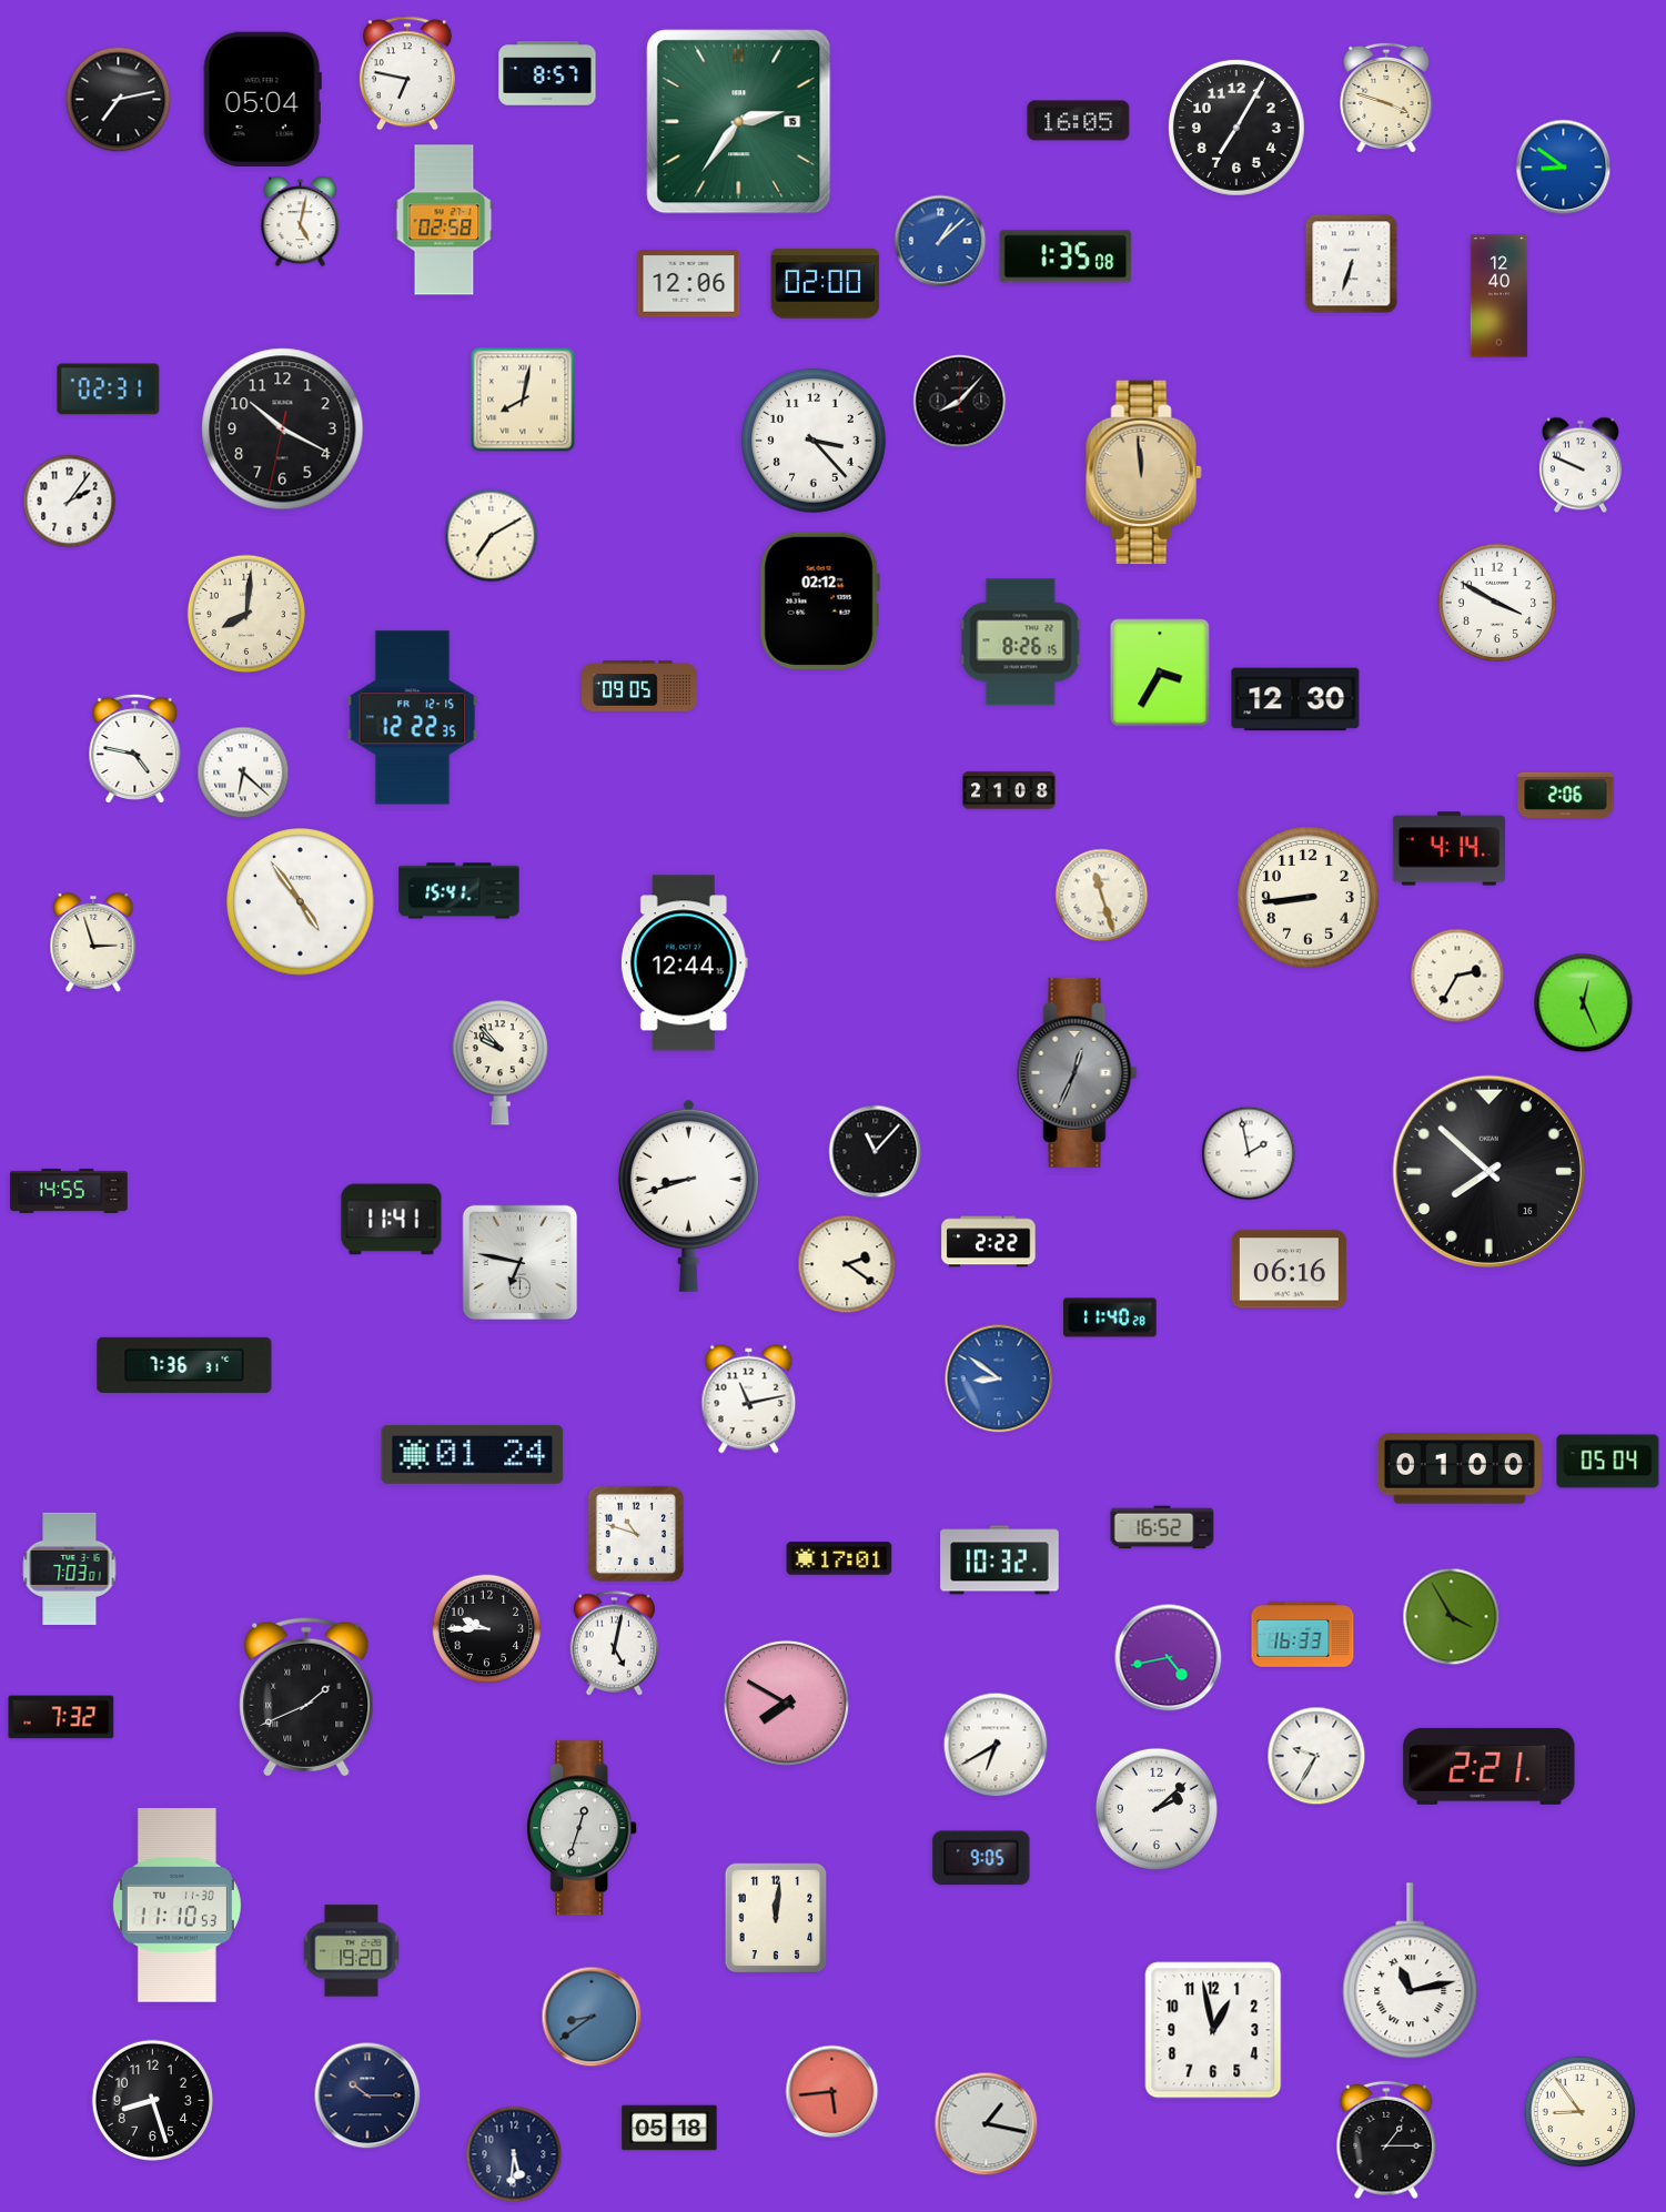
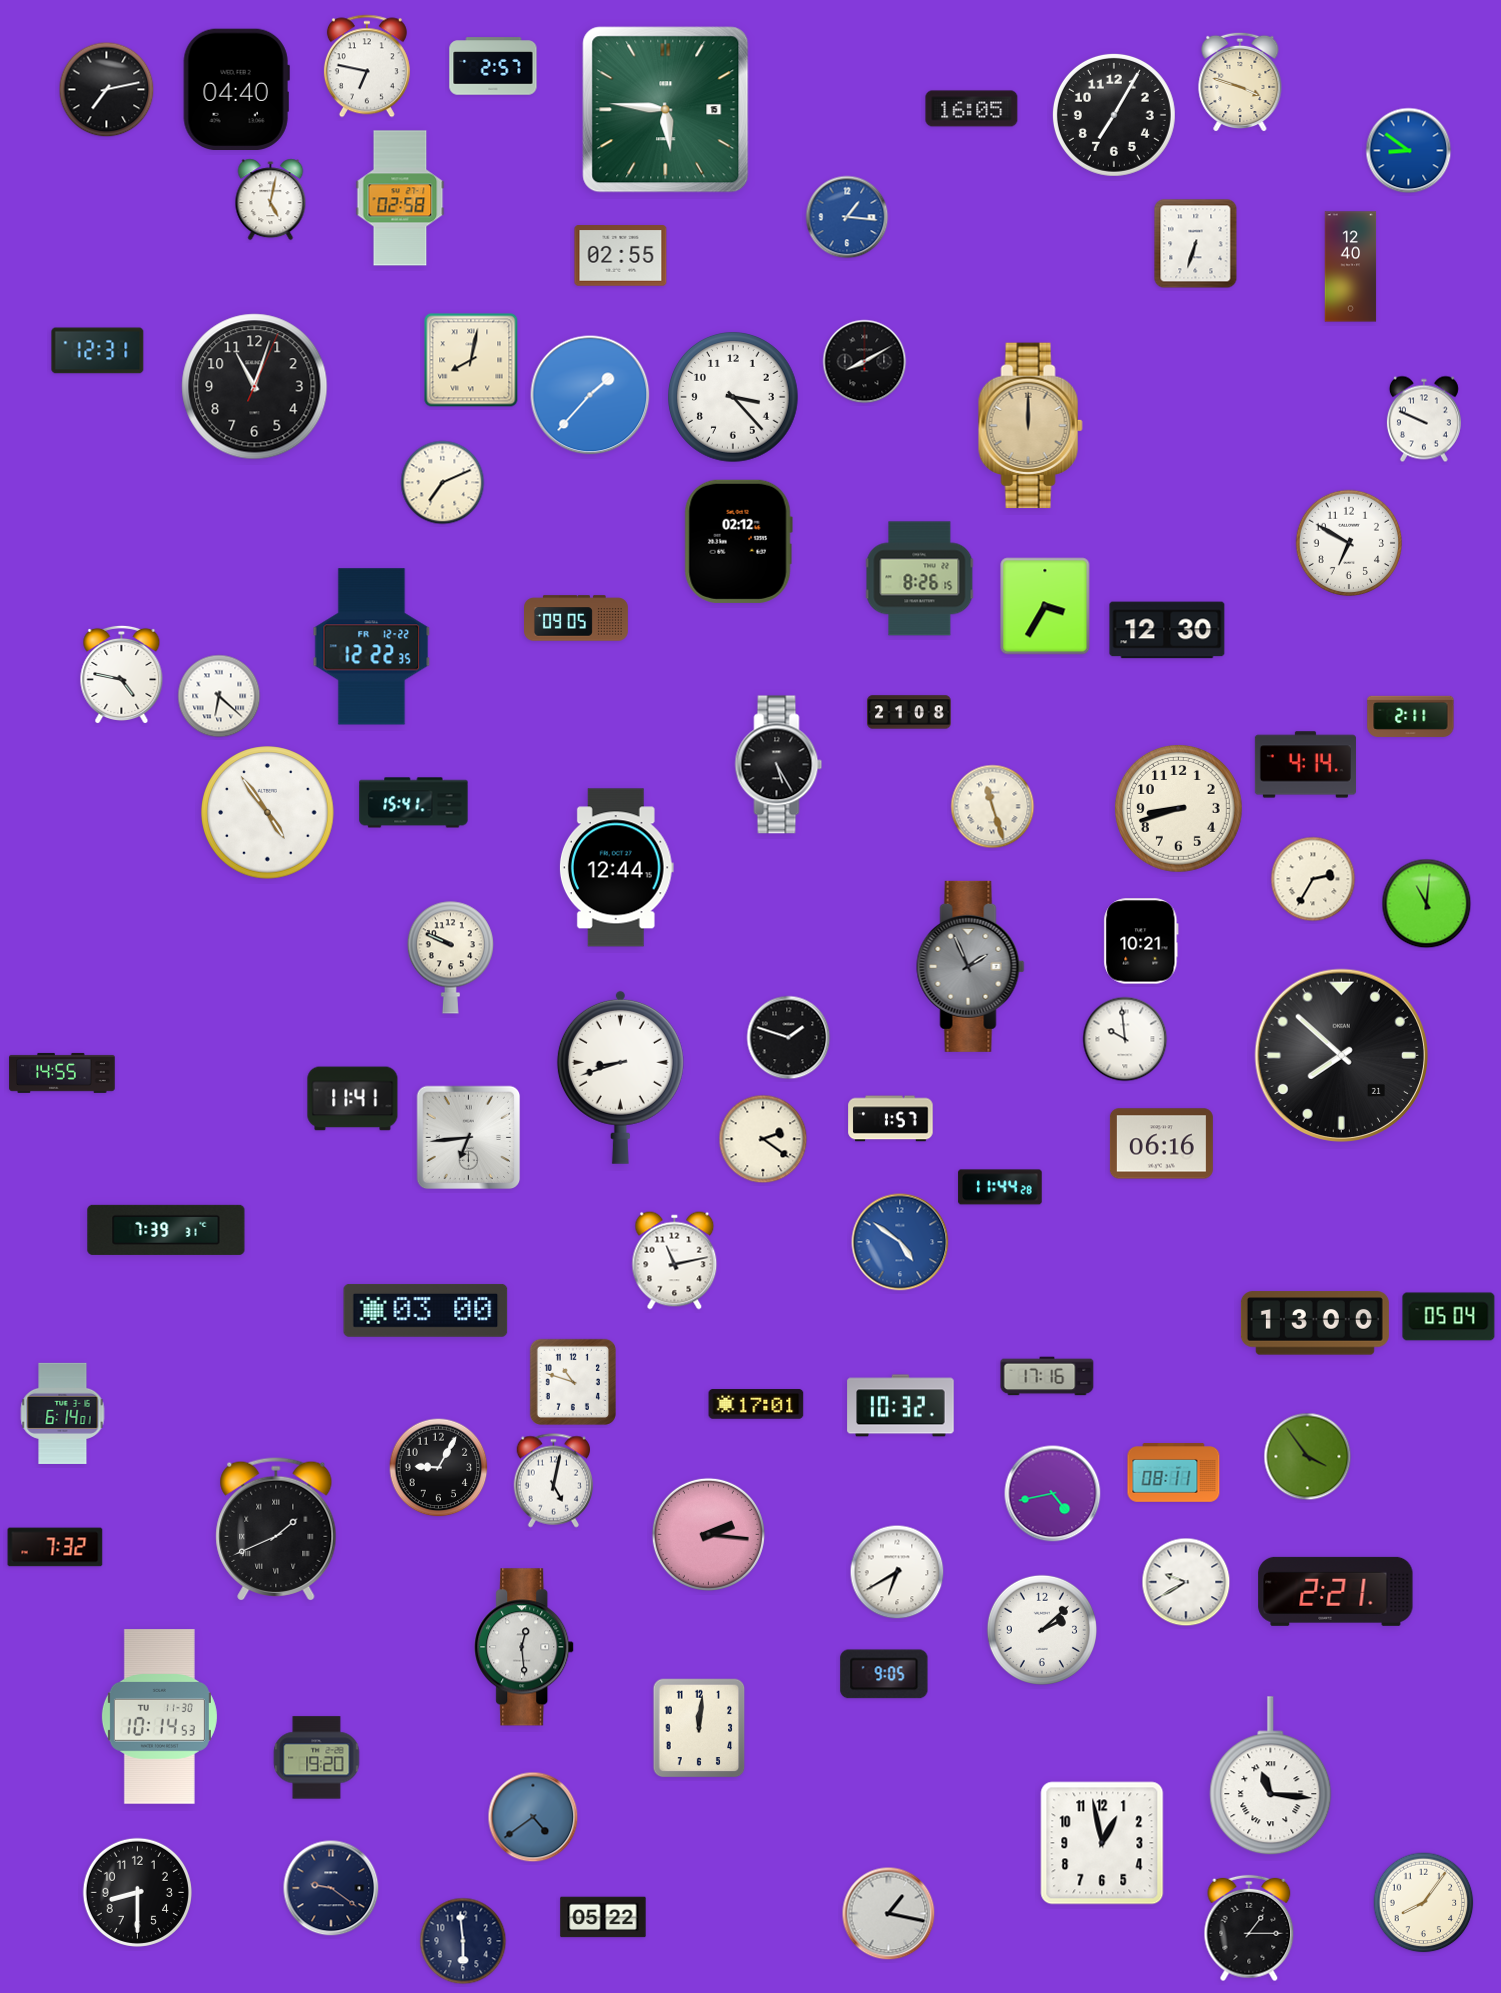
clock at (547, 73): 8:57 -> 2:57
clock at (1386, 98) position: (1386, 98) -> (1240, 82)
clock at (262, 99): 05:04 -> 04:40
clock at (739, 122): 2:36 -> 5:46
clock at (940, 241): 1:08 -> 1:16
clock at (1066, 256): 1:35 -> none
clock at (1352, 264) position: (1352, 264) -> (1196, 244)
clock at (689, 284): 12:06 -> 02:55
clock at (826, 284): 02:00 -> none
clock at (109, 390): 02:31 -> 12:31
clock at (960, 402): 8:07 -> 8:10
clock at (283, 430): 10:19 -> 11:03
clock at (590, 395): none -> 1:37
clock at (1143, 473): 11:59 -> 12:00
clock at (70, 502): 2:06 -> none
clock at (492, 536): 7:10 -> 7:11
clock at (1497, 603): 3:50 -> 6:50
clock at (246, 614): 8:01 -> none
clock at (413, 718) date: FR 12-15 -> FR 12-22
clock at (1566, 795): 2:06 -> 2:11
clock at (779, 765): none -> 5:25
clock at (1309, 898): 8:44 -> 8:42
clock at (301, 902) position: (301, 902) -> (268, 813)
clock at (93, 942): 2:57 -> none
clock at (1584, 1003): 12:26 -> 11:01
clock at (1141, 941): none -> 10:21
clock at (499, 1062): 9:53 -> 9:49
clock at (1078, 1072): 12:34 -> 1:56
clock at (876, 1152): 11:07 -> 1:48
clock at (1249, 1153): 1:58 -> 9:59
clock at (1490, 1172) date: 16 -> 21
clock at (989, 1242): 2:22 -> 1:57
clock at (521, 1263): 6:47 -> 6:44
clock at (1110, 1317): 11:40 -> 11:44
clock at (184, 1365): 7:36 -> 7:39
clock at (999, 1378): 8:51 -> 4:51
clock at (473, 1454): 01:24 -> 03:00
clock at (1460, 1468): 01:00 -> 13:00
clock at (1162, 1527): 16:52 -> 17:16
clock at (70, 1568): 7:03 -> 6:14
clock at (1452, 1617): 3:55 -> 3:54
clock at (487, 1629): 9:45 -> 9:05
clock at (1303, 1635): 16:33 -> 08:11
clock at (786, 1703): 7:50 -> 2:16
clock at (1316, 1756): 9:35 -> 9:40
clock at (1490, 1766) position: (1490, 1766) -> (1336, 1591)
clock at (583, 1828): 12:33 -> 12:29
clock at (176, 1906): 11:10 -> 10:14
clock at (1411, 1971): 11:13 -> 11:16
clock at (592, 2017): 8:39 -> 4:39
clock at (1213, 2030) position: (1213, 2030) -> (1102, 1843)
clock at (832, 2092): 5:44 -> none
clock at (367, 2095): 10:15 -> 9:21
clock at (152, 2100): 8:27 -> 8:30
clock at (1581, 2112): 8:54 -> 8:06
clock at (669, 2128): 05:18 -> 05:22
clock at (514, 2154): 5:31 -> 5:59
